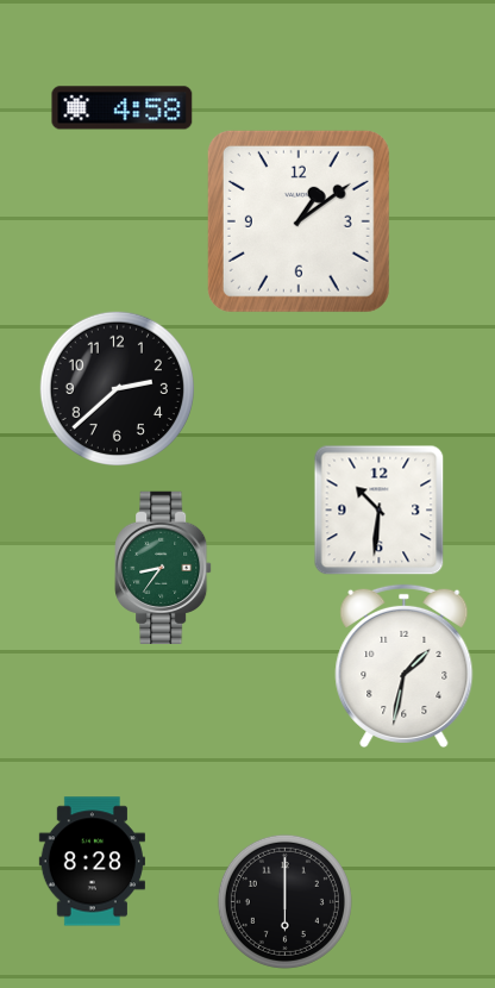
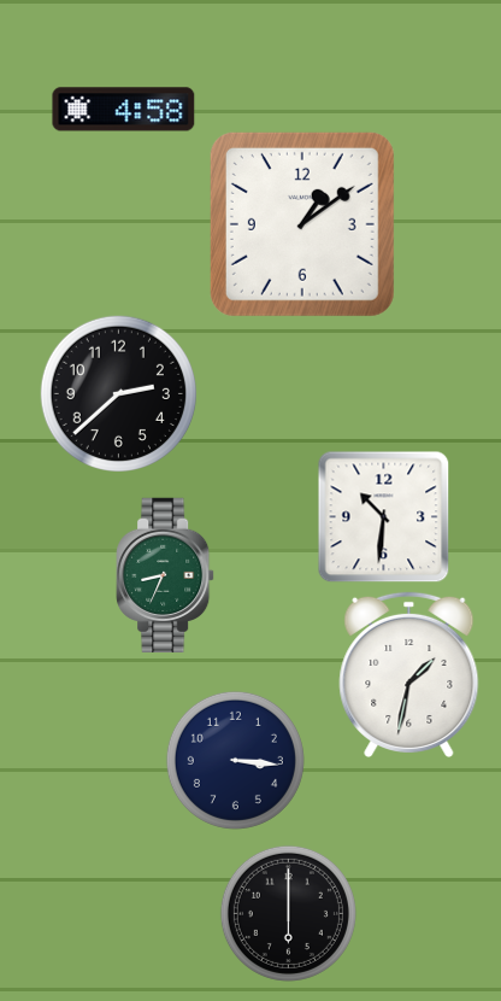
clock at (163, 567): 8:36 -> 8:34
clock at (235, 760): none -> 3:16
clock at (92, 862): 8:28 -> none
